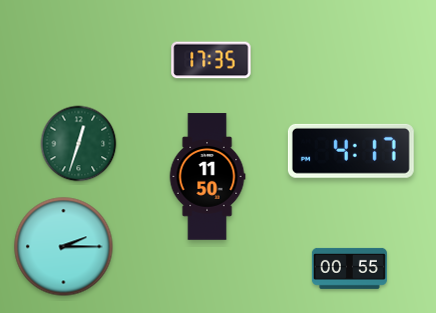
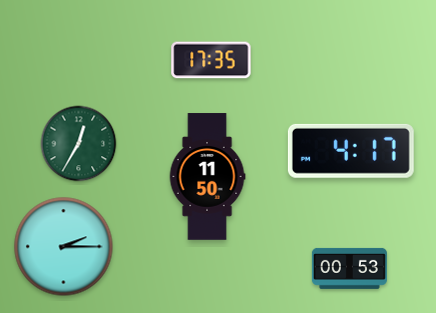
clock at (79, 144): 12:33 -> 12:35
clock at (349, 268): 00:55 -> 00:53
